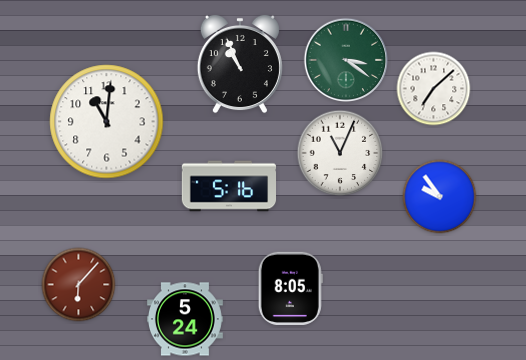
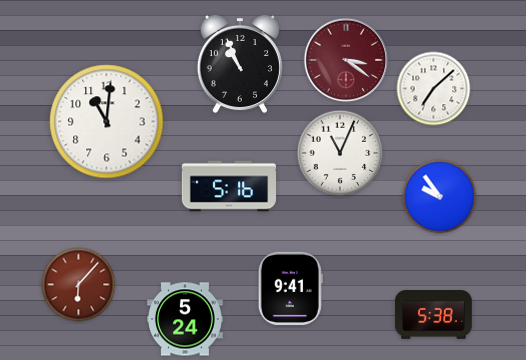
clock at (346, 60) dial: green -> burgundy
clock at (290, 288): 8:05 -> 9:41
clock at (434, 315): none -> 5:38
